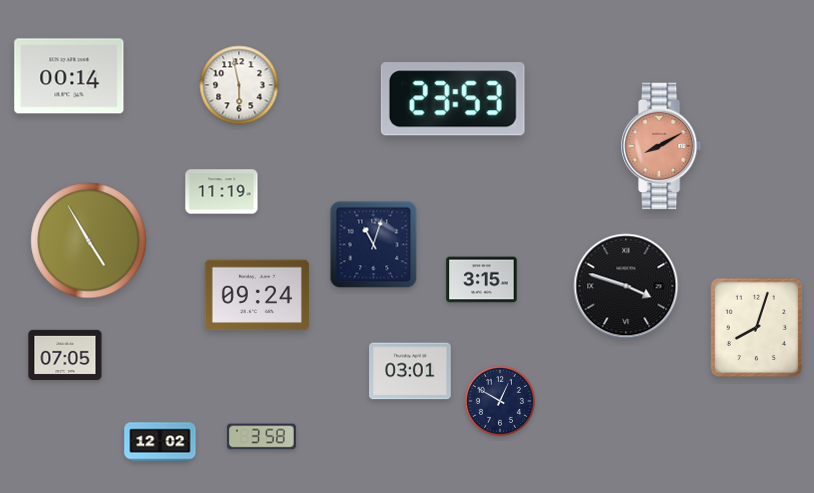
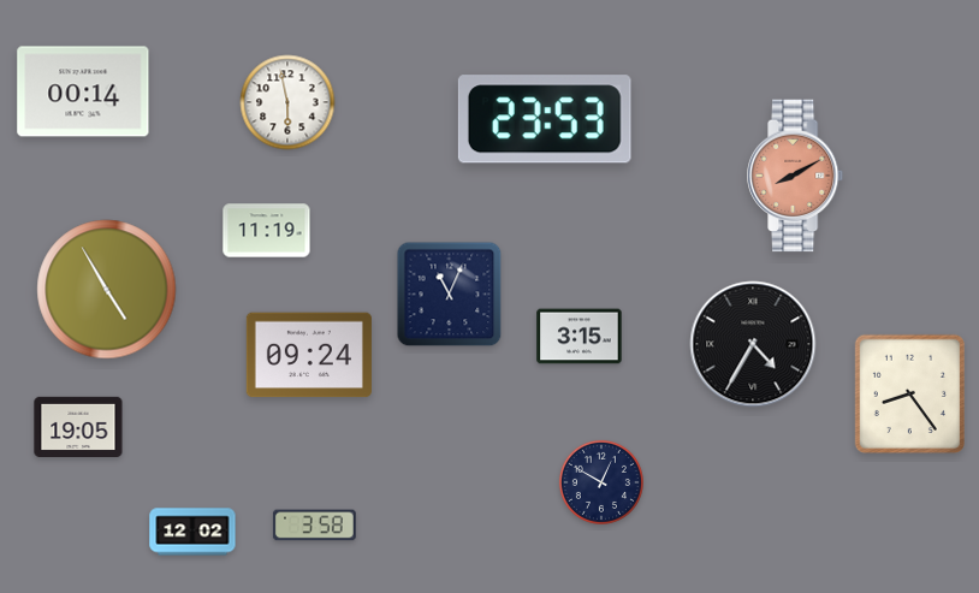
clock at (374, 245): 11:03 -> 11:04
clock at (626, 286): 3:48 -> 4:35
clock at (756, 327): 8:03 -> 8:24
clock at (65, 354): 07:05 -> 19:05
clock at (410, 371): 03:01 -> none
